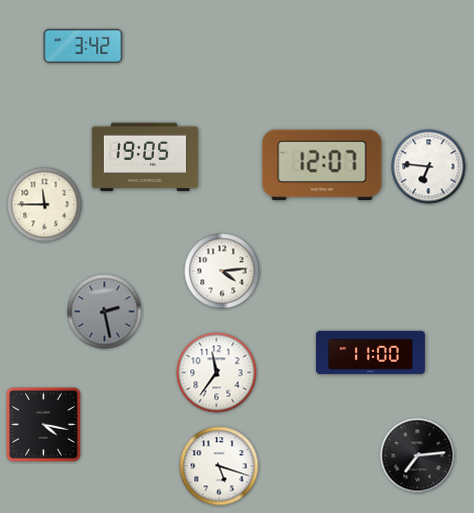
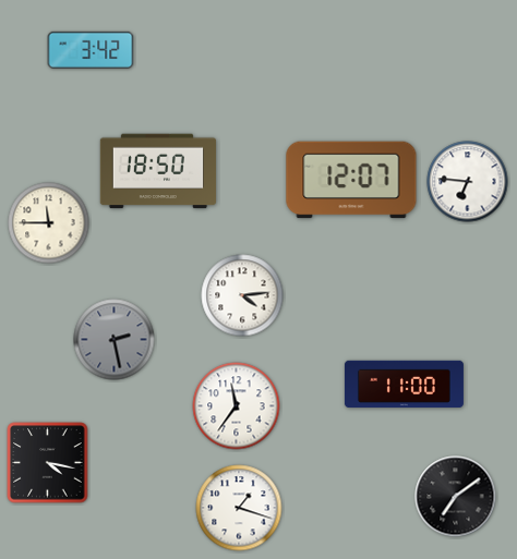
clock at (145, 157): 19:05 -> 18:50
clock at (418, 456): 7:14 -> 7:09
clock at (219, 466): 5:18 -> 1:18
